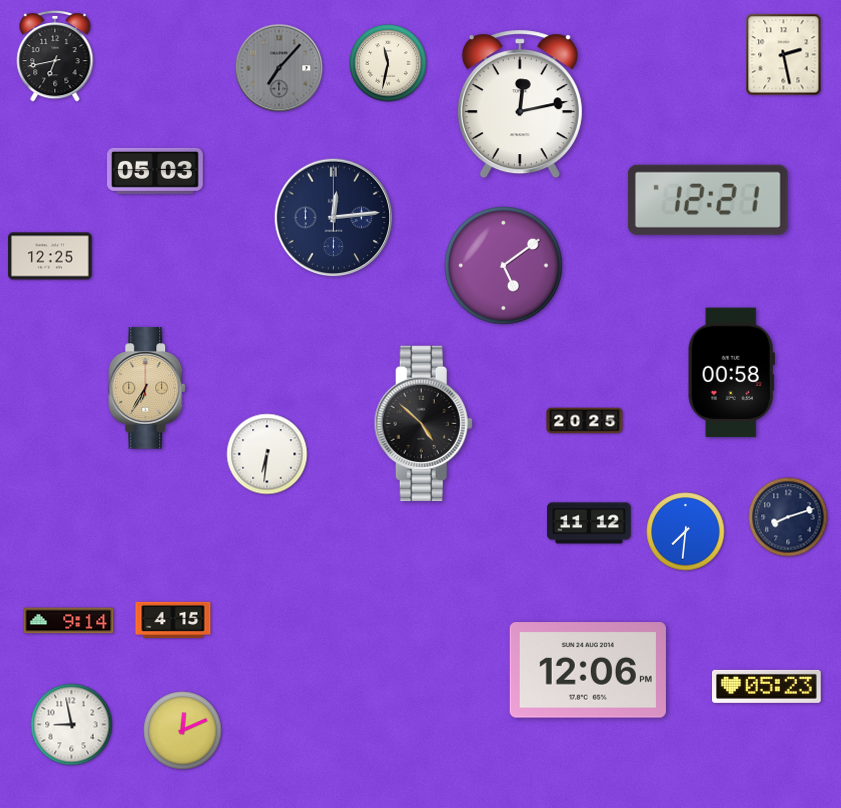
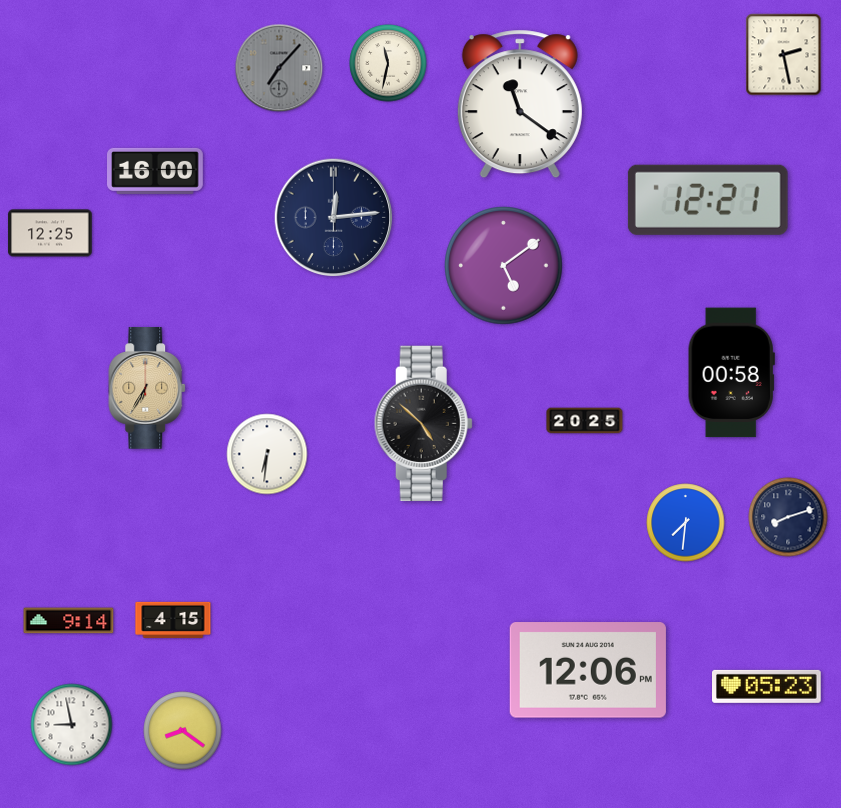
clock at (55, 56): 6:43 -> none
clock at (520, 104): 12:13 -> 11:21
clock at (156, 171): 05:03 -> 16:00
clock at (50, 256) position: (50, 256) -> (50, 233)
clock at (589, 523): 11:12 -> none
clock at (686, 532) position: (686, 532) -> (686, 523)
clock at (183, 731): 12:11 -> 8:21
